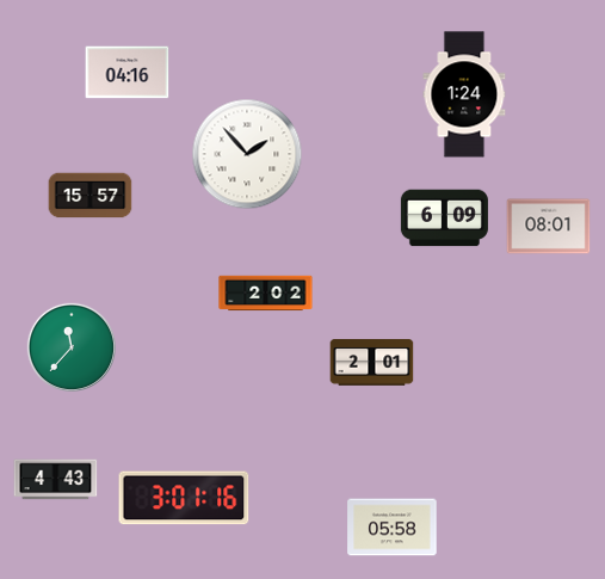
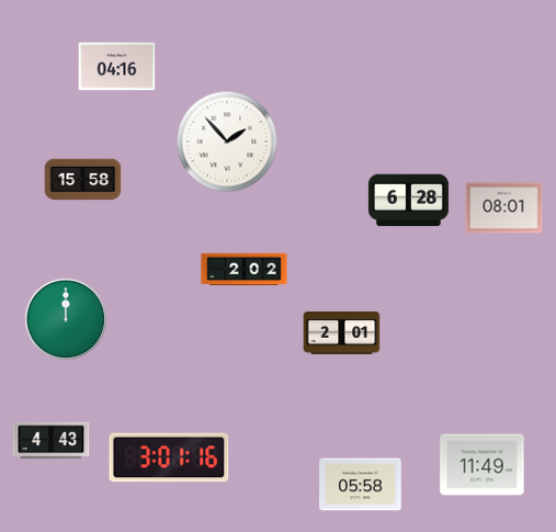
clock at (464, 94): 1:24 -> none
clock at (91, 196): 15:57 -> 15:58
clock at (444, 218): 6:09 -> 6:28
clock at (72, 347): 11:37 -> 12:00
clock at (483, 465): none -> 11:49
